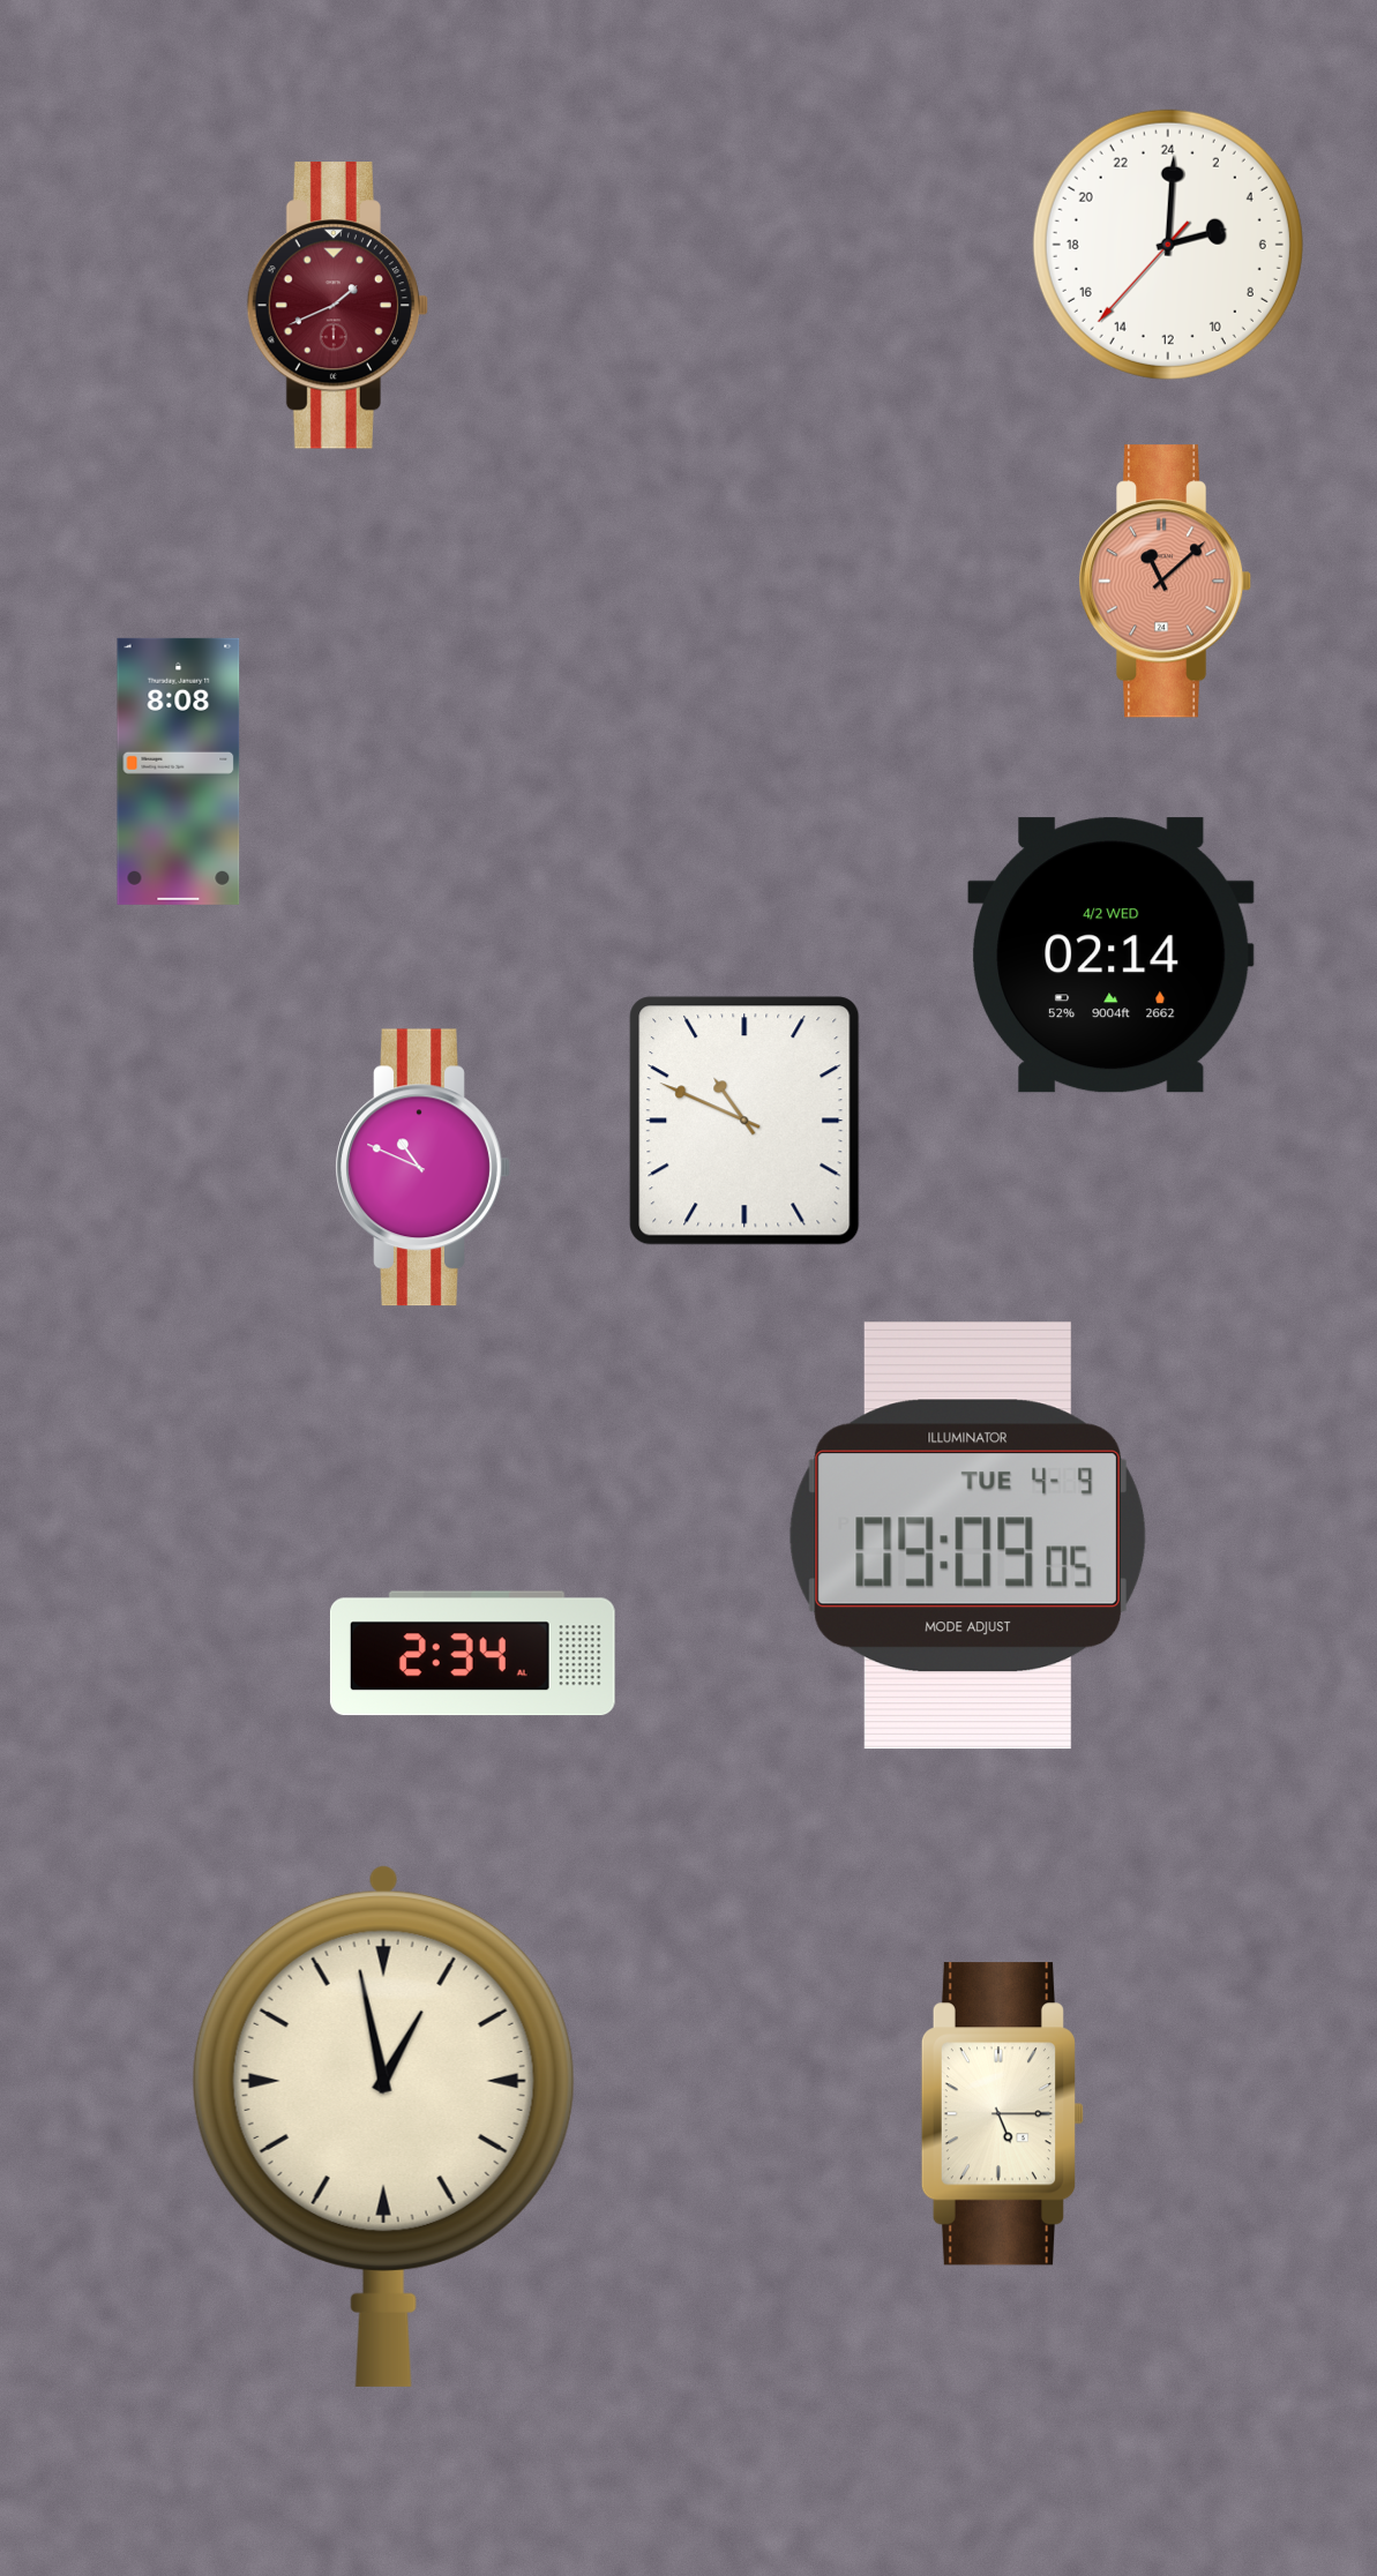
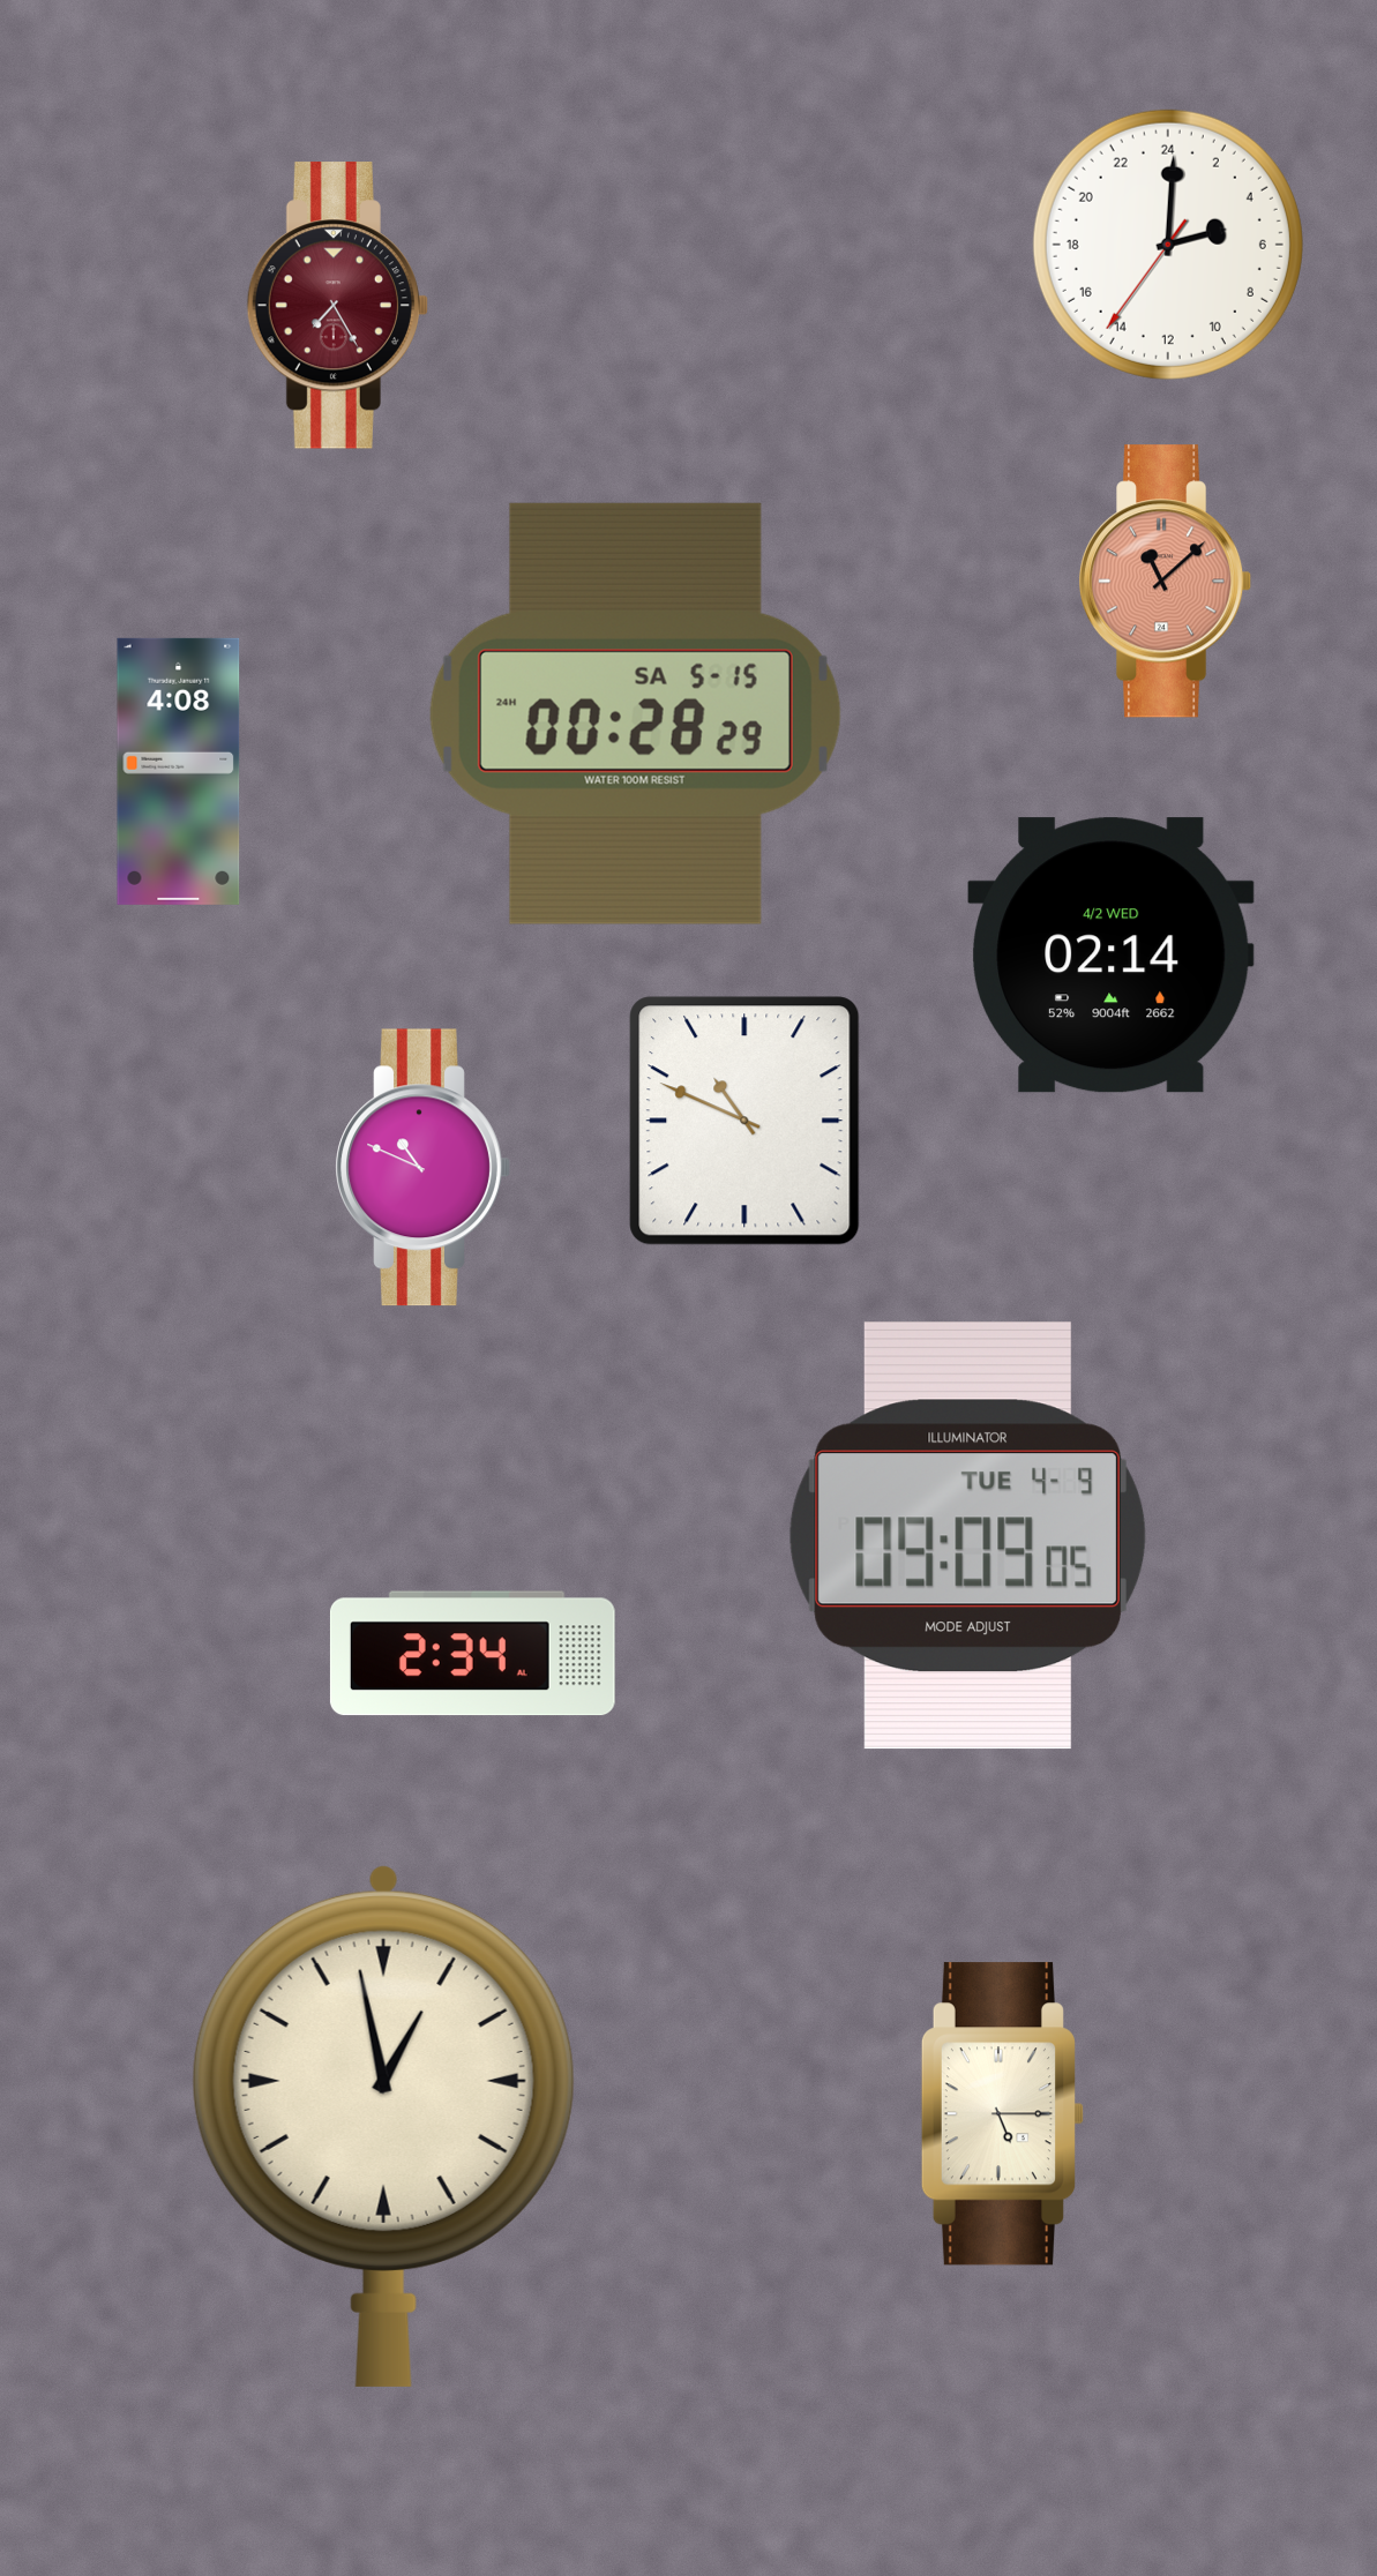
clock at (1168, 245): 5:00:37 -> 5:00:36
clock at (337, 306): 1:41 -> 7:25
clock at (635, 713): none -> 00:28
clock at (179, 771): 8:08 -> 4:08
